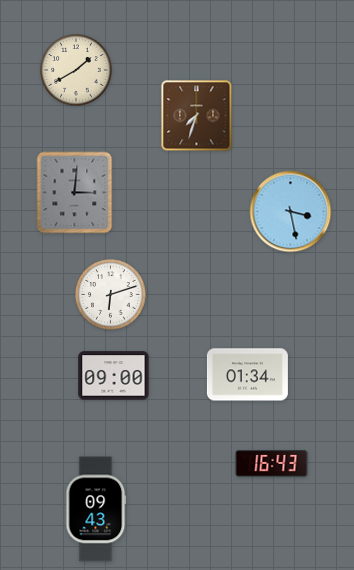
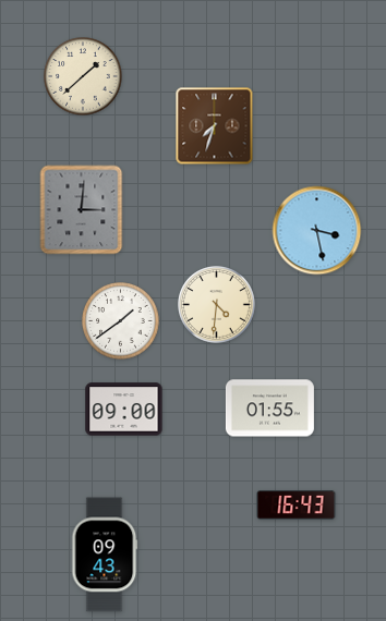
clock at (76, 70): 1:40 -> 1:38
clock at (217, 305): none -> 4:31
clock at (111, 295): 6:12 -> 1:39
clock at (247, 375): 01:34 -> 01:55
